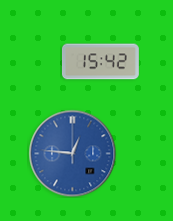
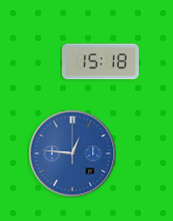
clock at (100, 62): 15:42 -> 15:18
